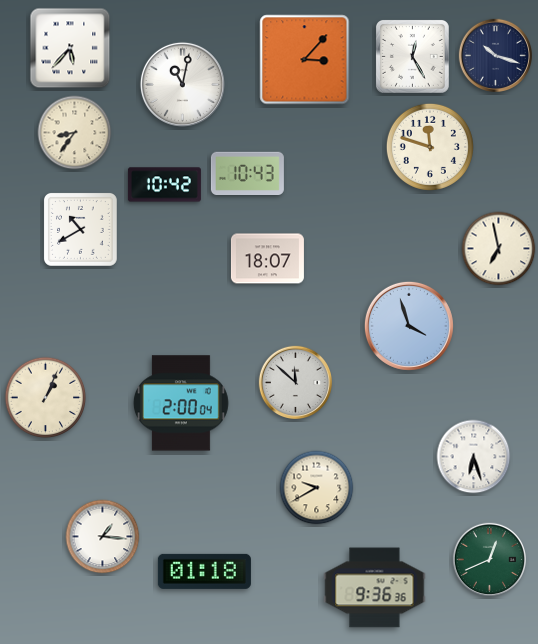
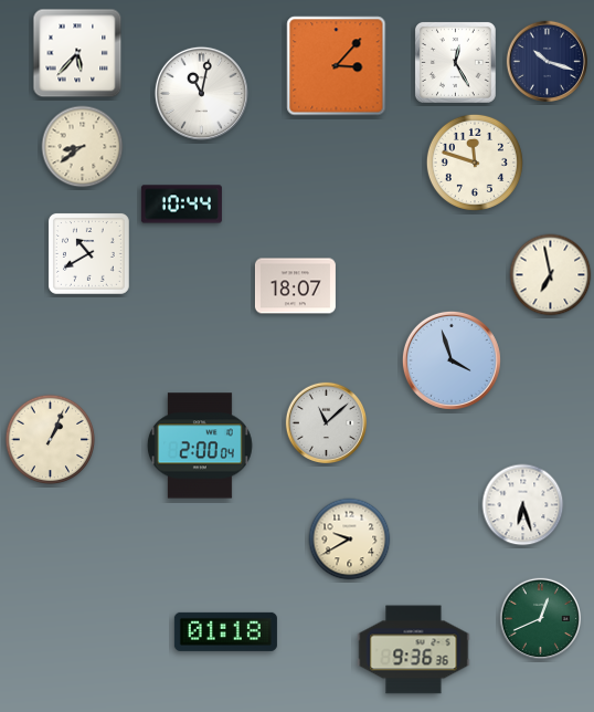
clock at (75, 133): 8:36 -> 8:39
clock at (247, 173): 10:43 -> none
clock at (164, 185): 10:42 -> 10:44
clock at (295, 382): 11:52 -> 11:08
clock at (103, 537): 1:16 -> none
